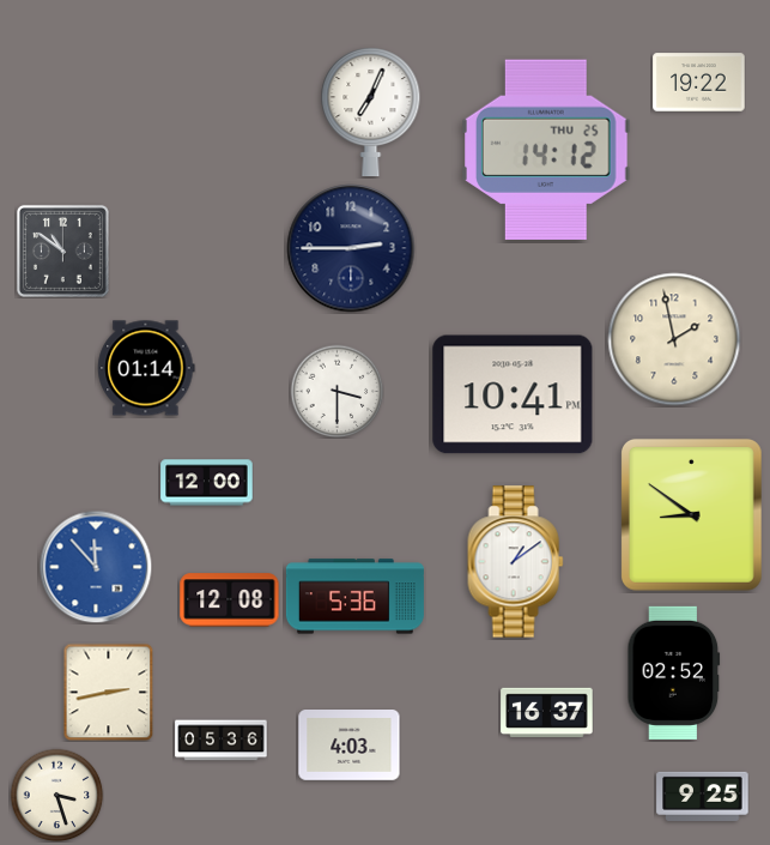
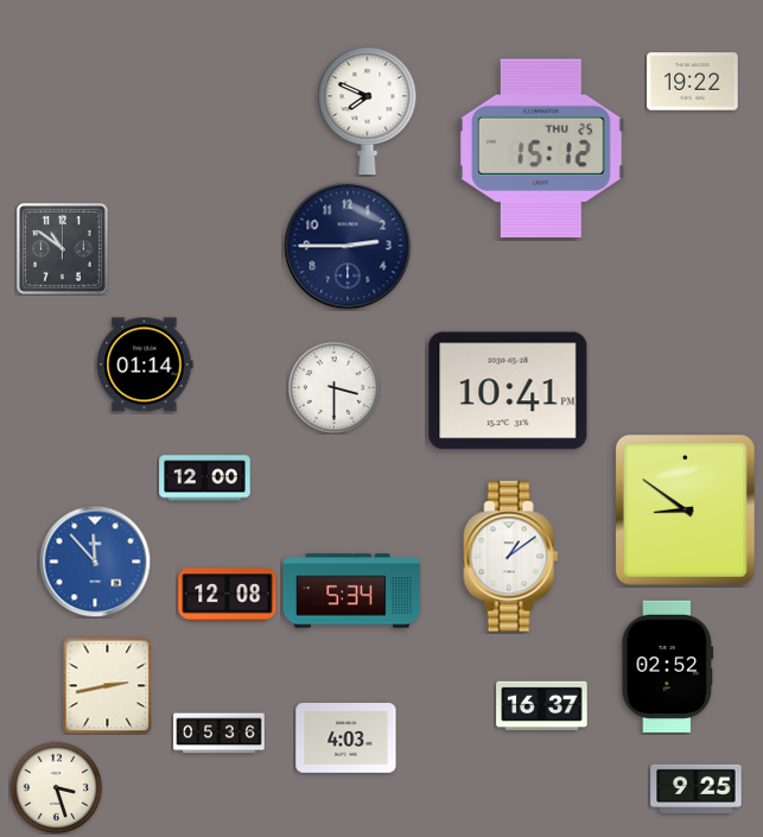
clock at (371, 113): 7:04 -> 7:49
clock at (547, 149): 14:12 -> 15:12
clock at (674, 339): 1:58 -> none
clock at (354, 597): 5:36 -> 5:34
